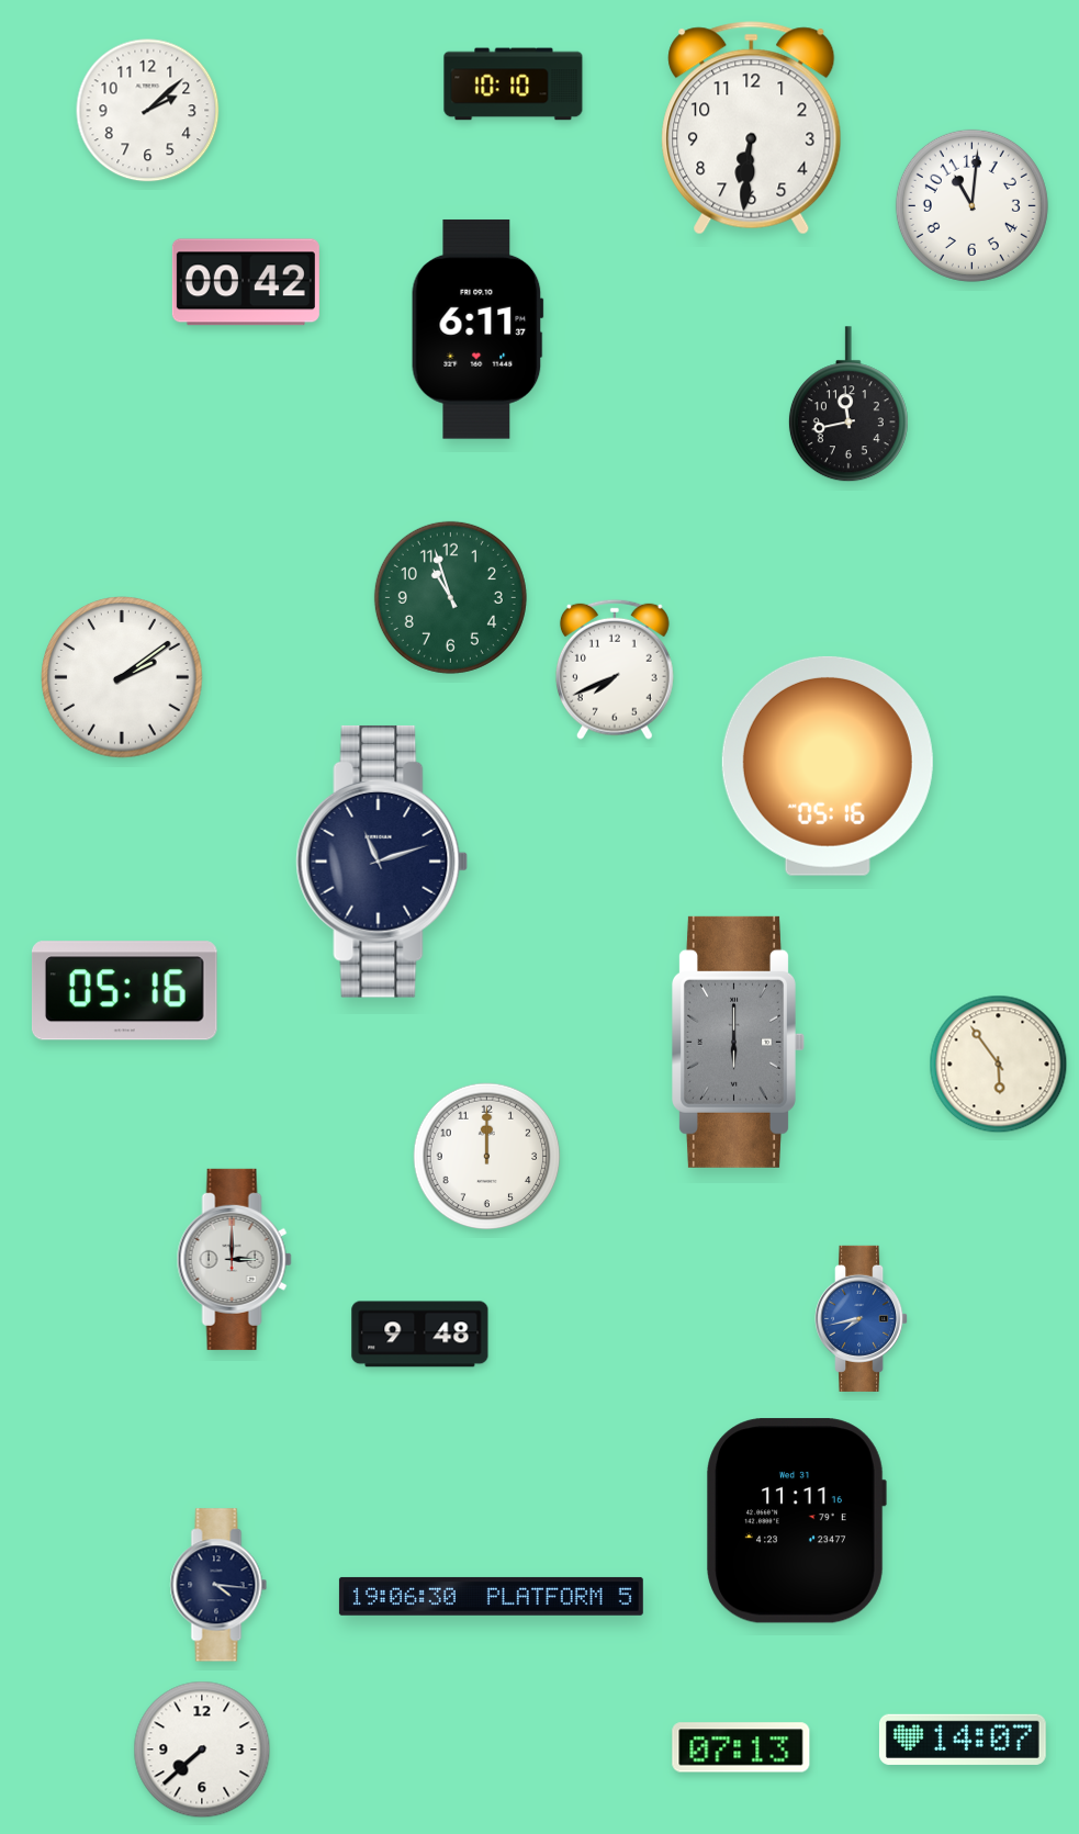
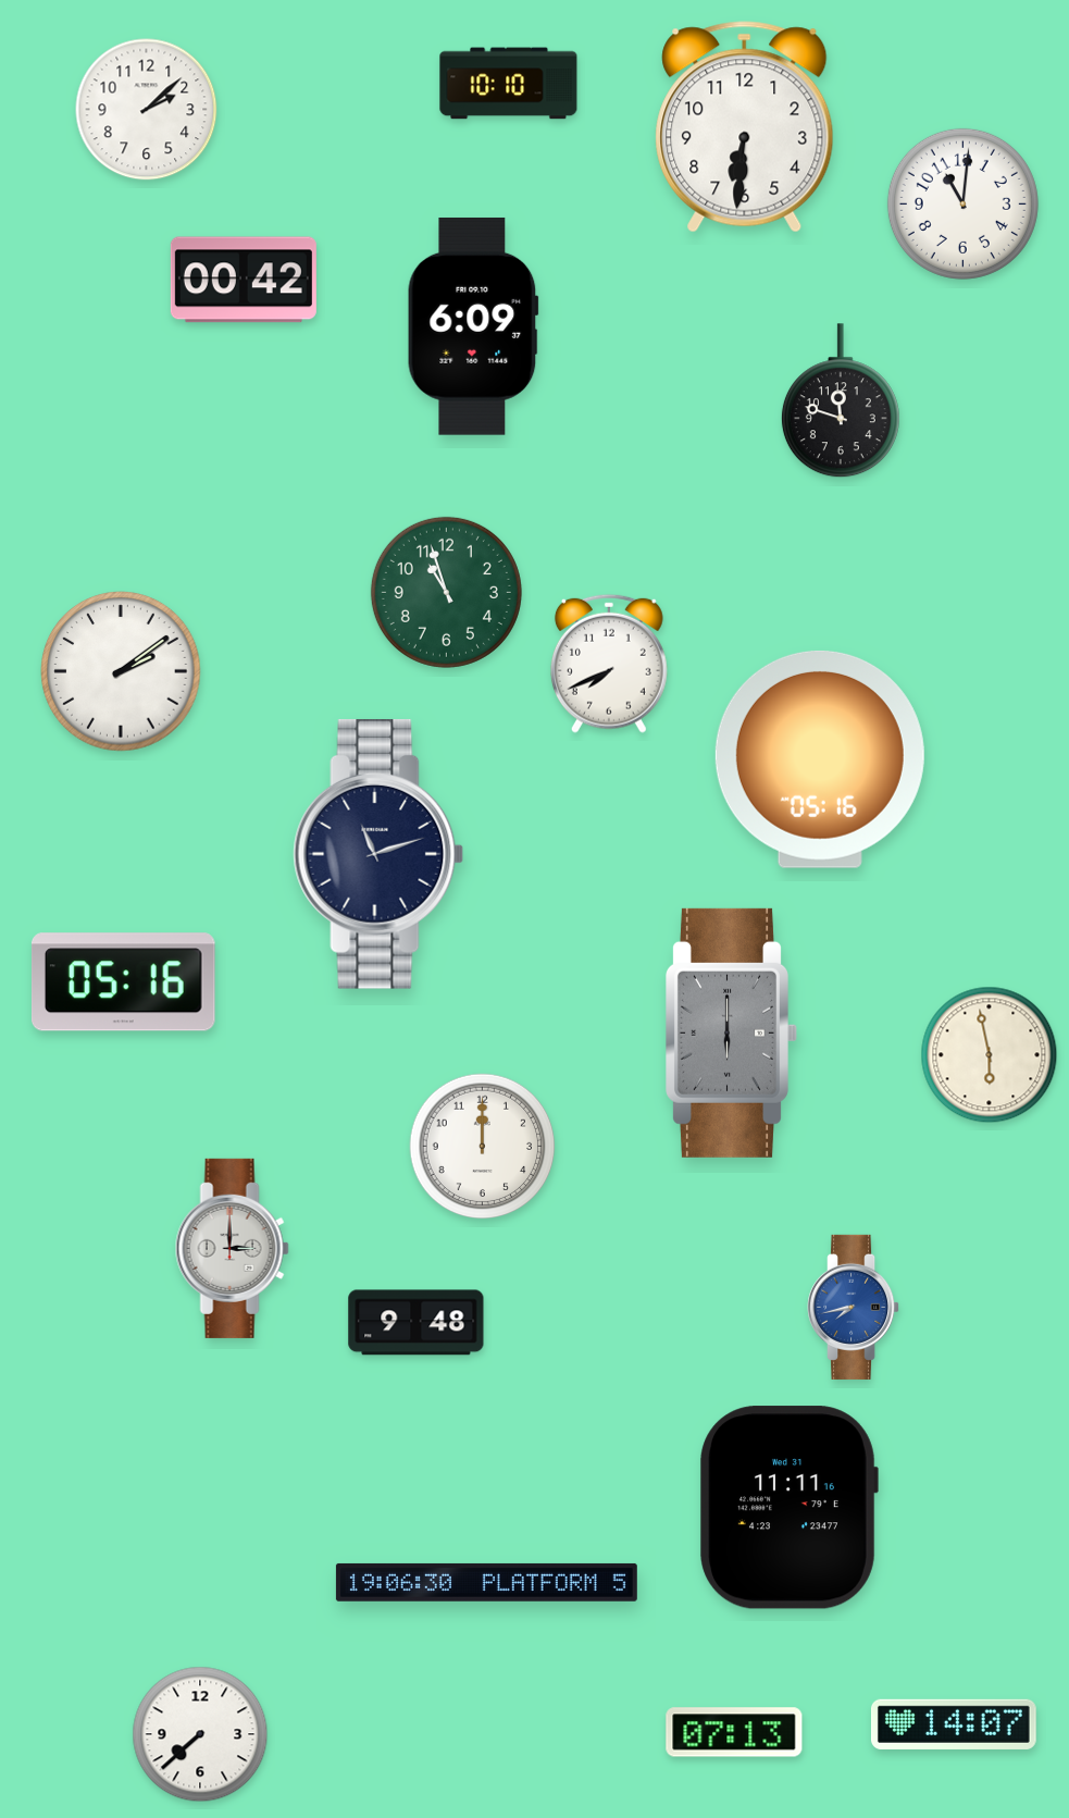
clock at (477, 329): 6:11 -> 6:09
clock at (848, 405): 11:43 -> 11:48
clock at (999, 1065): 5:54 -> 5:58
clock at (218, 1585): 4:16 -> none
